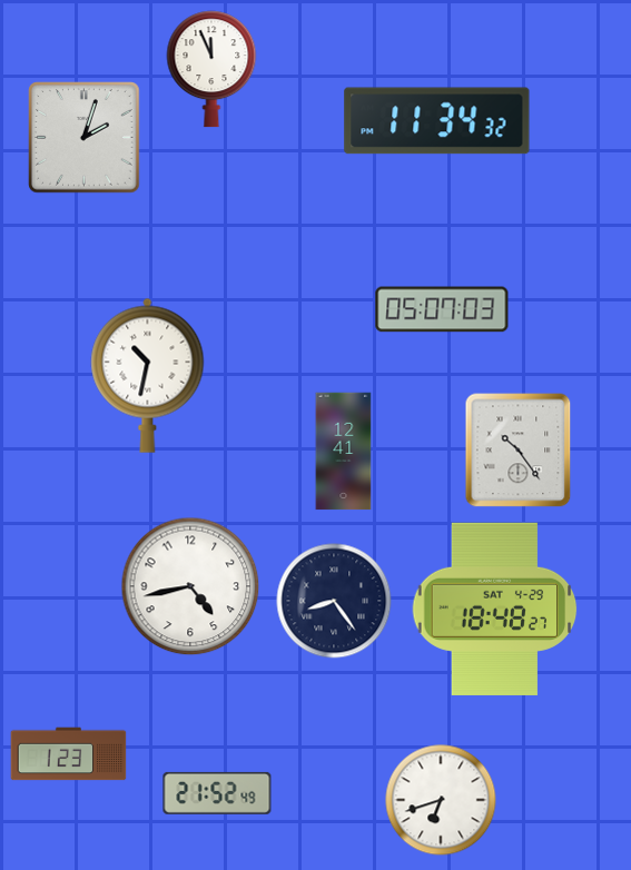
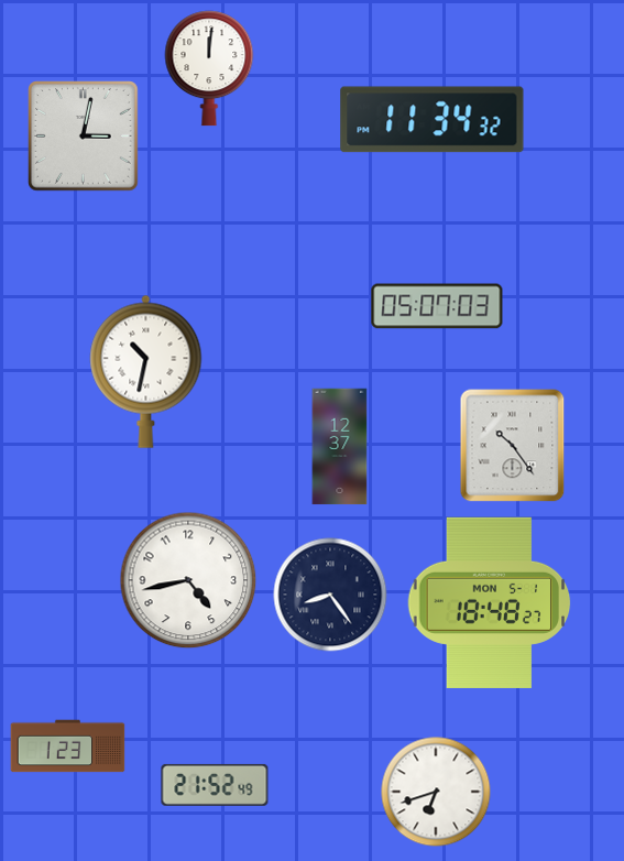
clock at (211, 69): 11:56 -> 12:01
clock at (85, 138): 2:03 -> 3:02
clock at (344, 452): 12:41 -> 12:37
clock at (495, 609) date: SAT 4-29 -> MON 5-1
